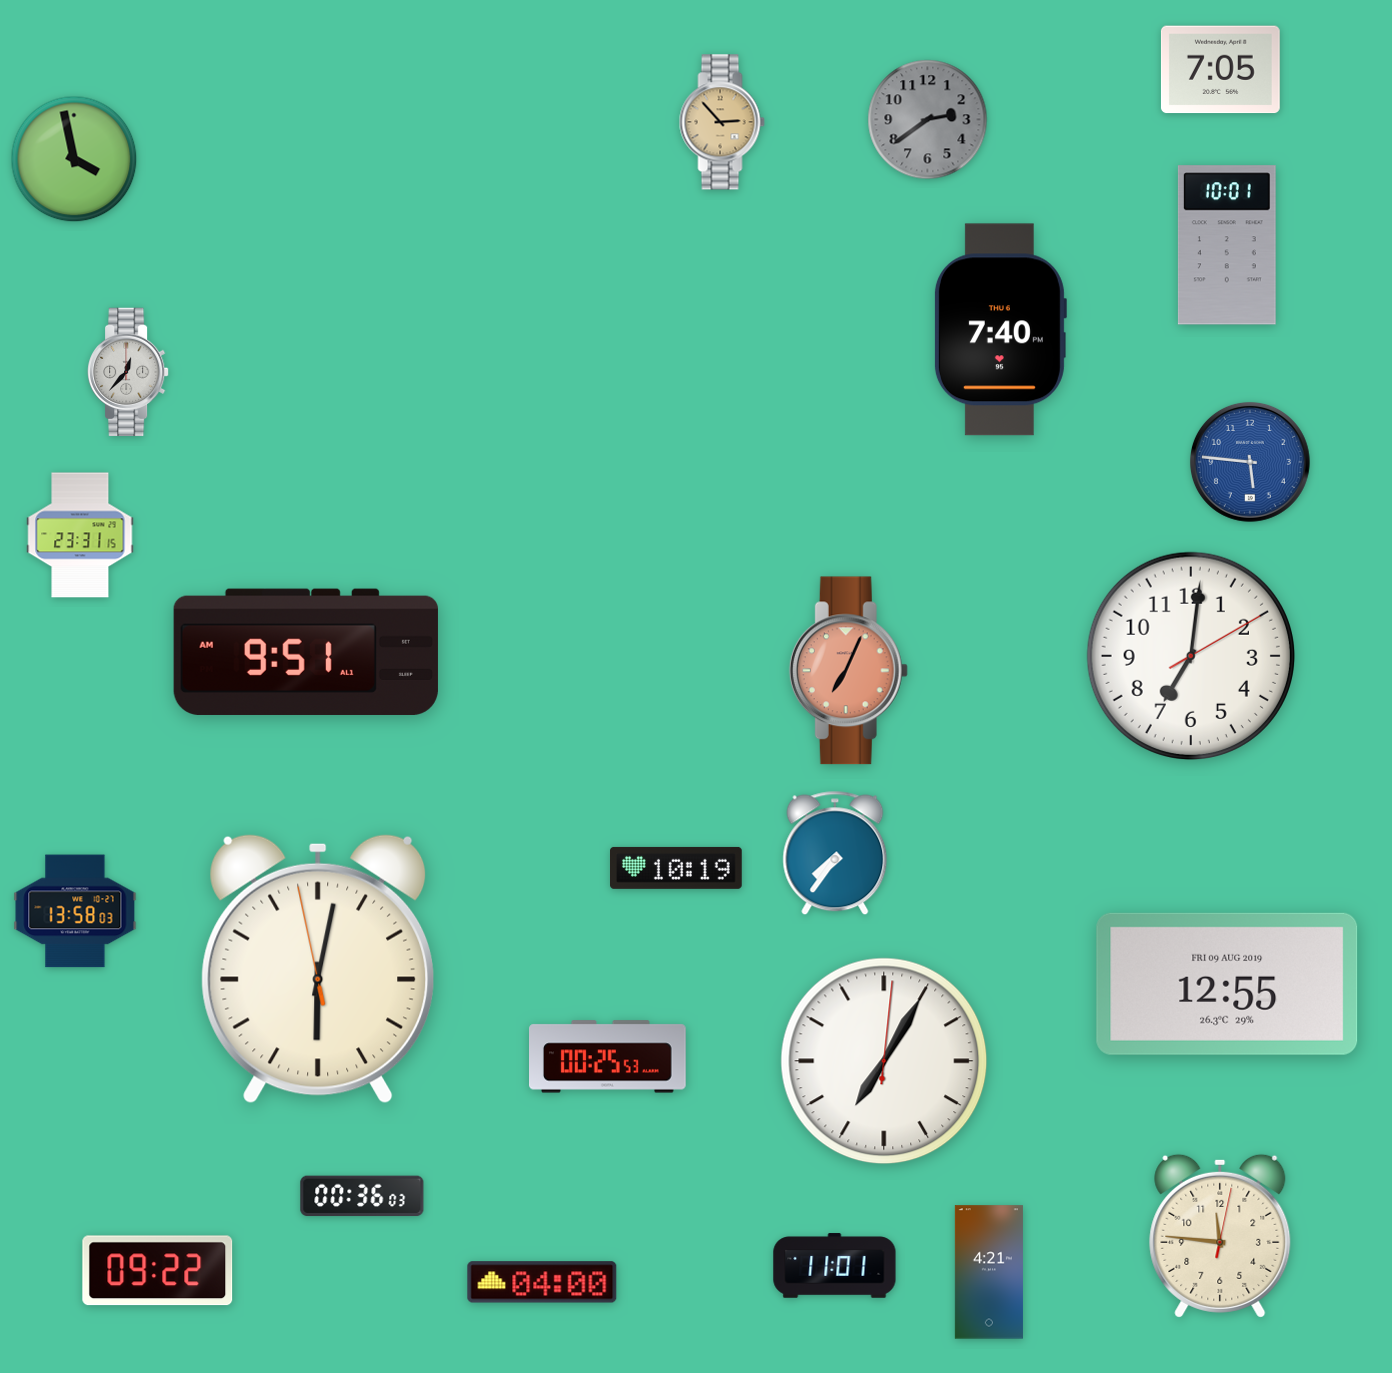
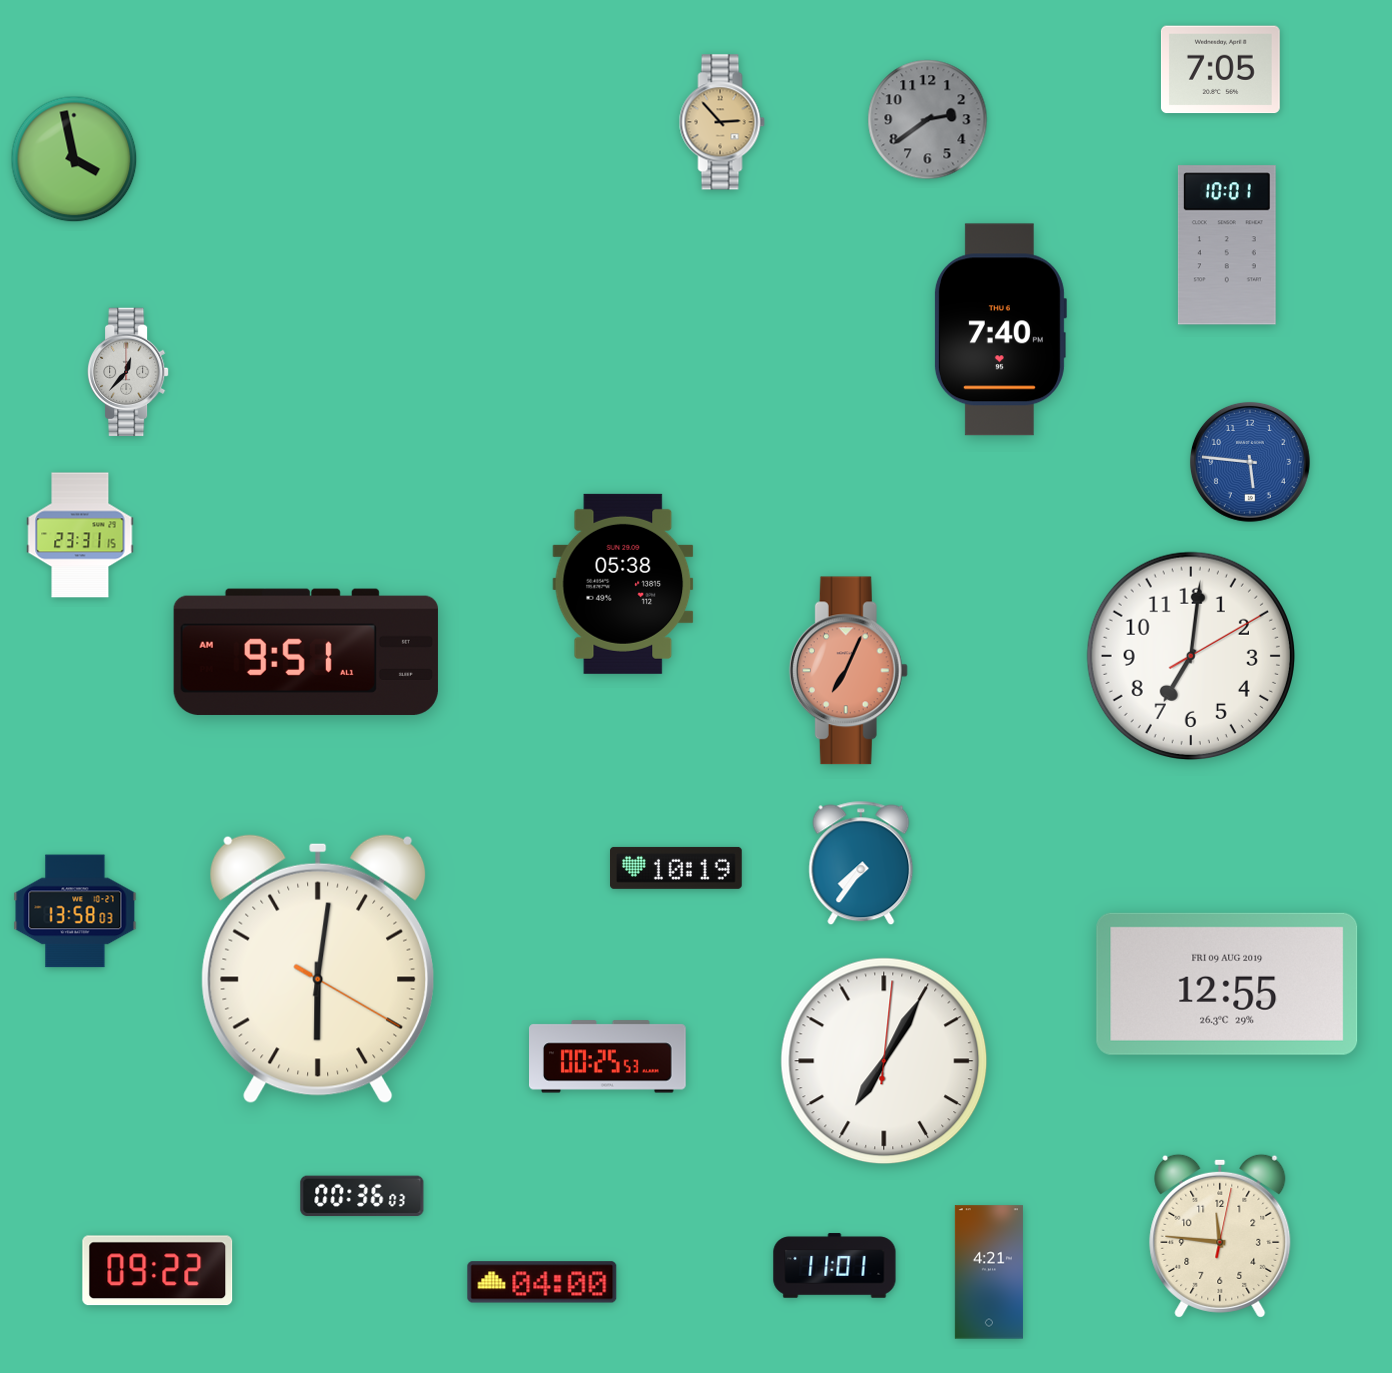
clock at (623, 584): none -> 05:38
clock at (835, 853) position: (835, 853) -> (861, 863)
clock at (318, 969): 6:01:58 -> 6:01:20
